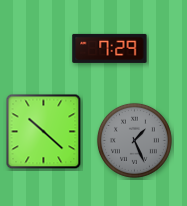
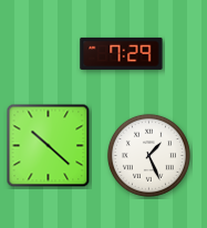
clock at (134, 140) dial: grey -> white
